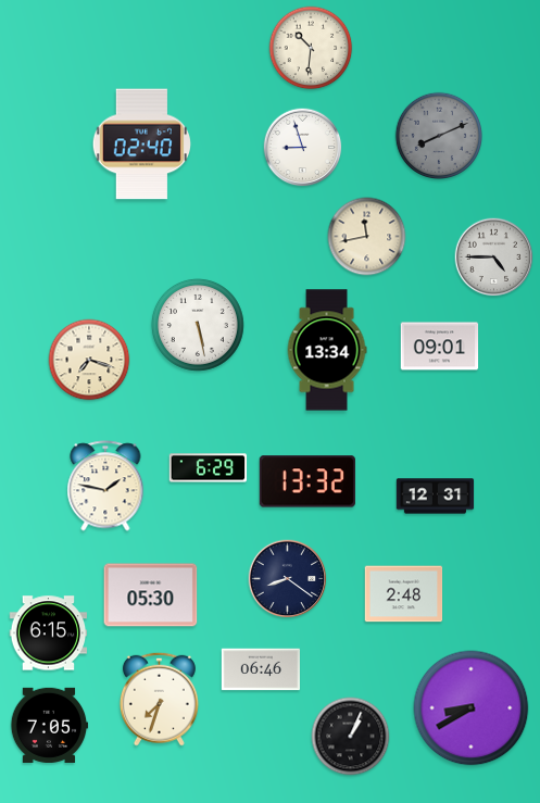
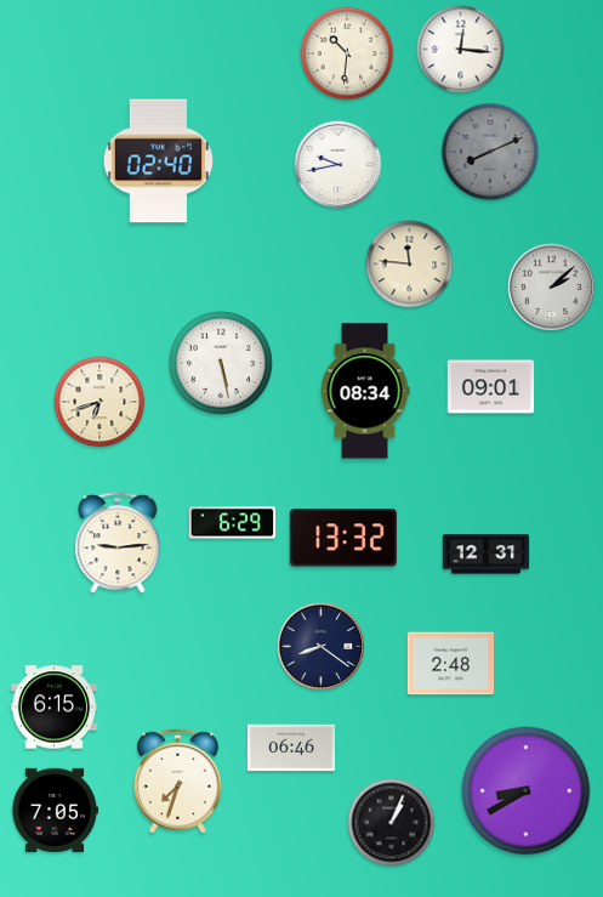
clock at (461, 50): none -> 12:16
clock at (303, 148): 8:57 -> 9:43
clock at (367, 237): 11:43 -> 11:46
clock at (494, 258): 4:45 -> 2:08
clock at (327, 350): 13:34 -> 08:34
clock at (89, 360): 7:18 -> 6:42
clock at (105, 486): 1:47 -> 9:14
clock at (151, 595): 05:30 -> none
